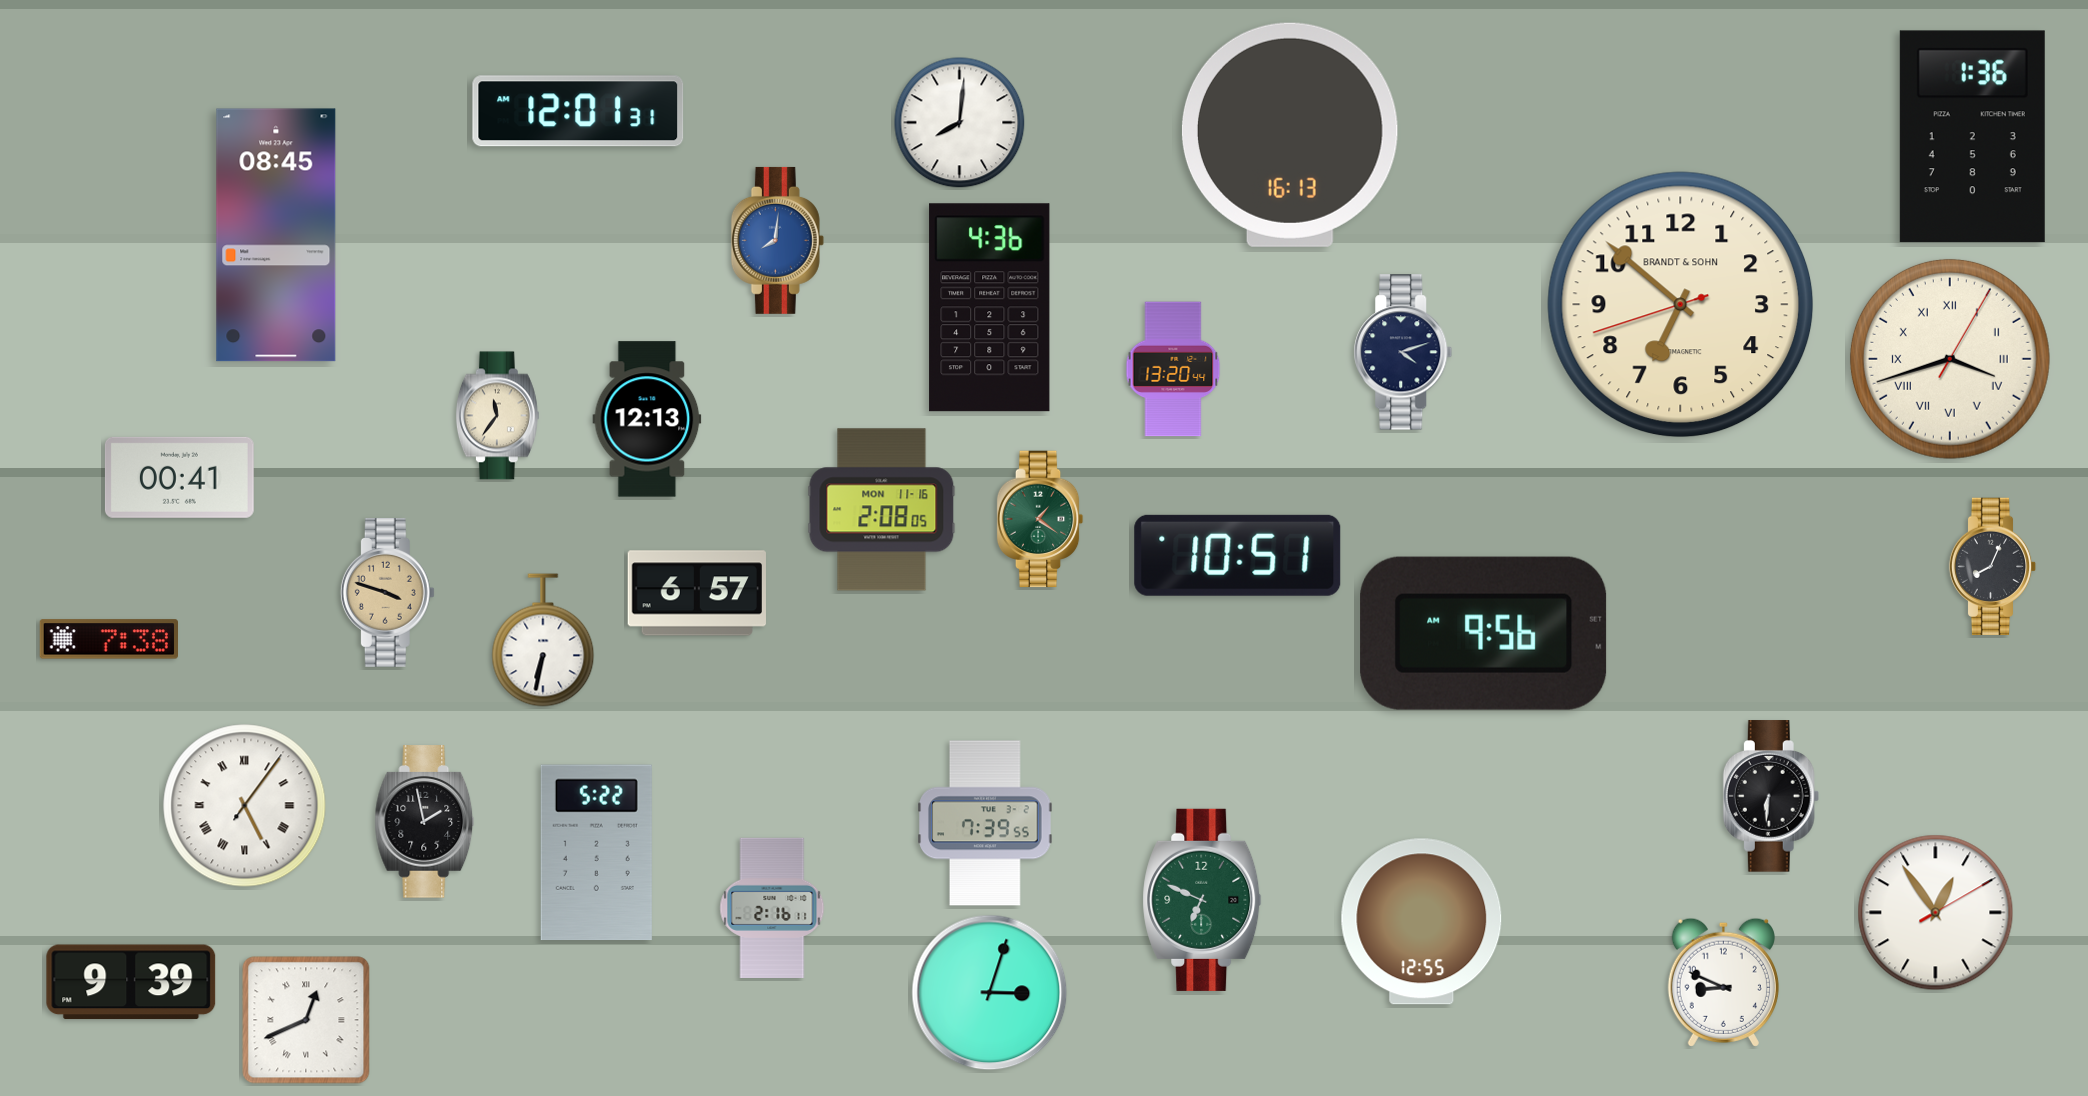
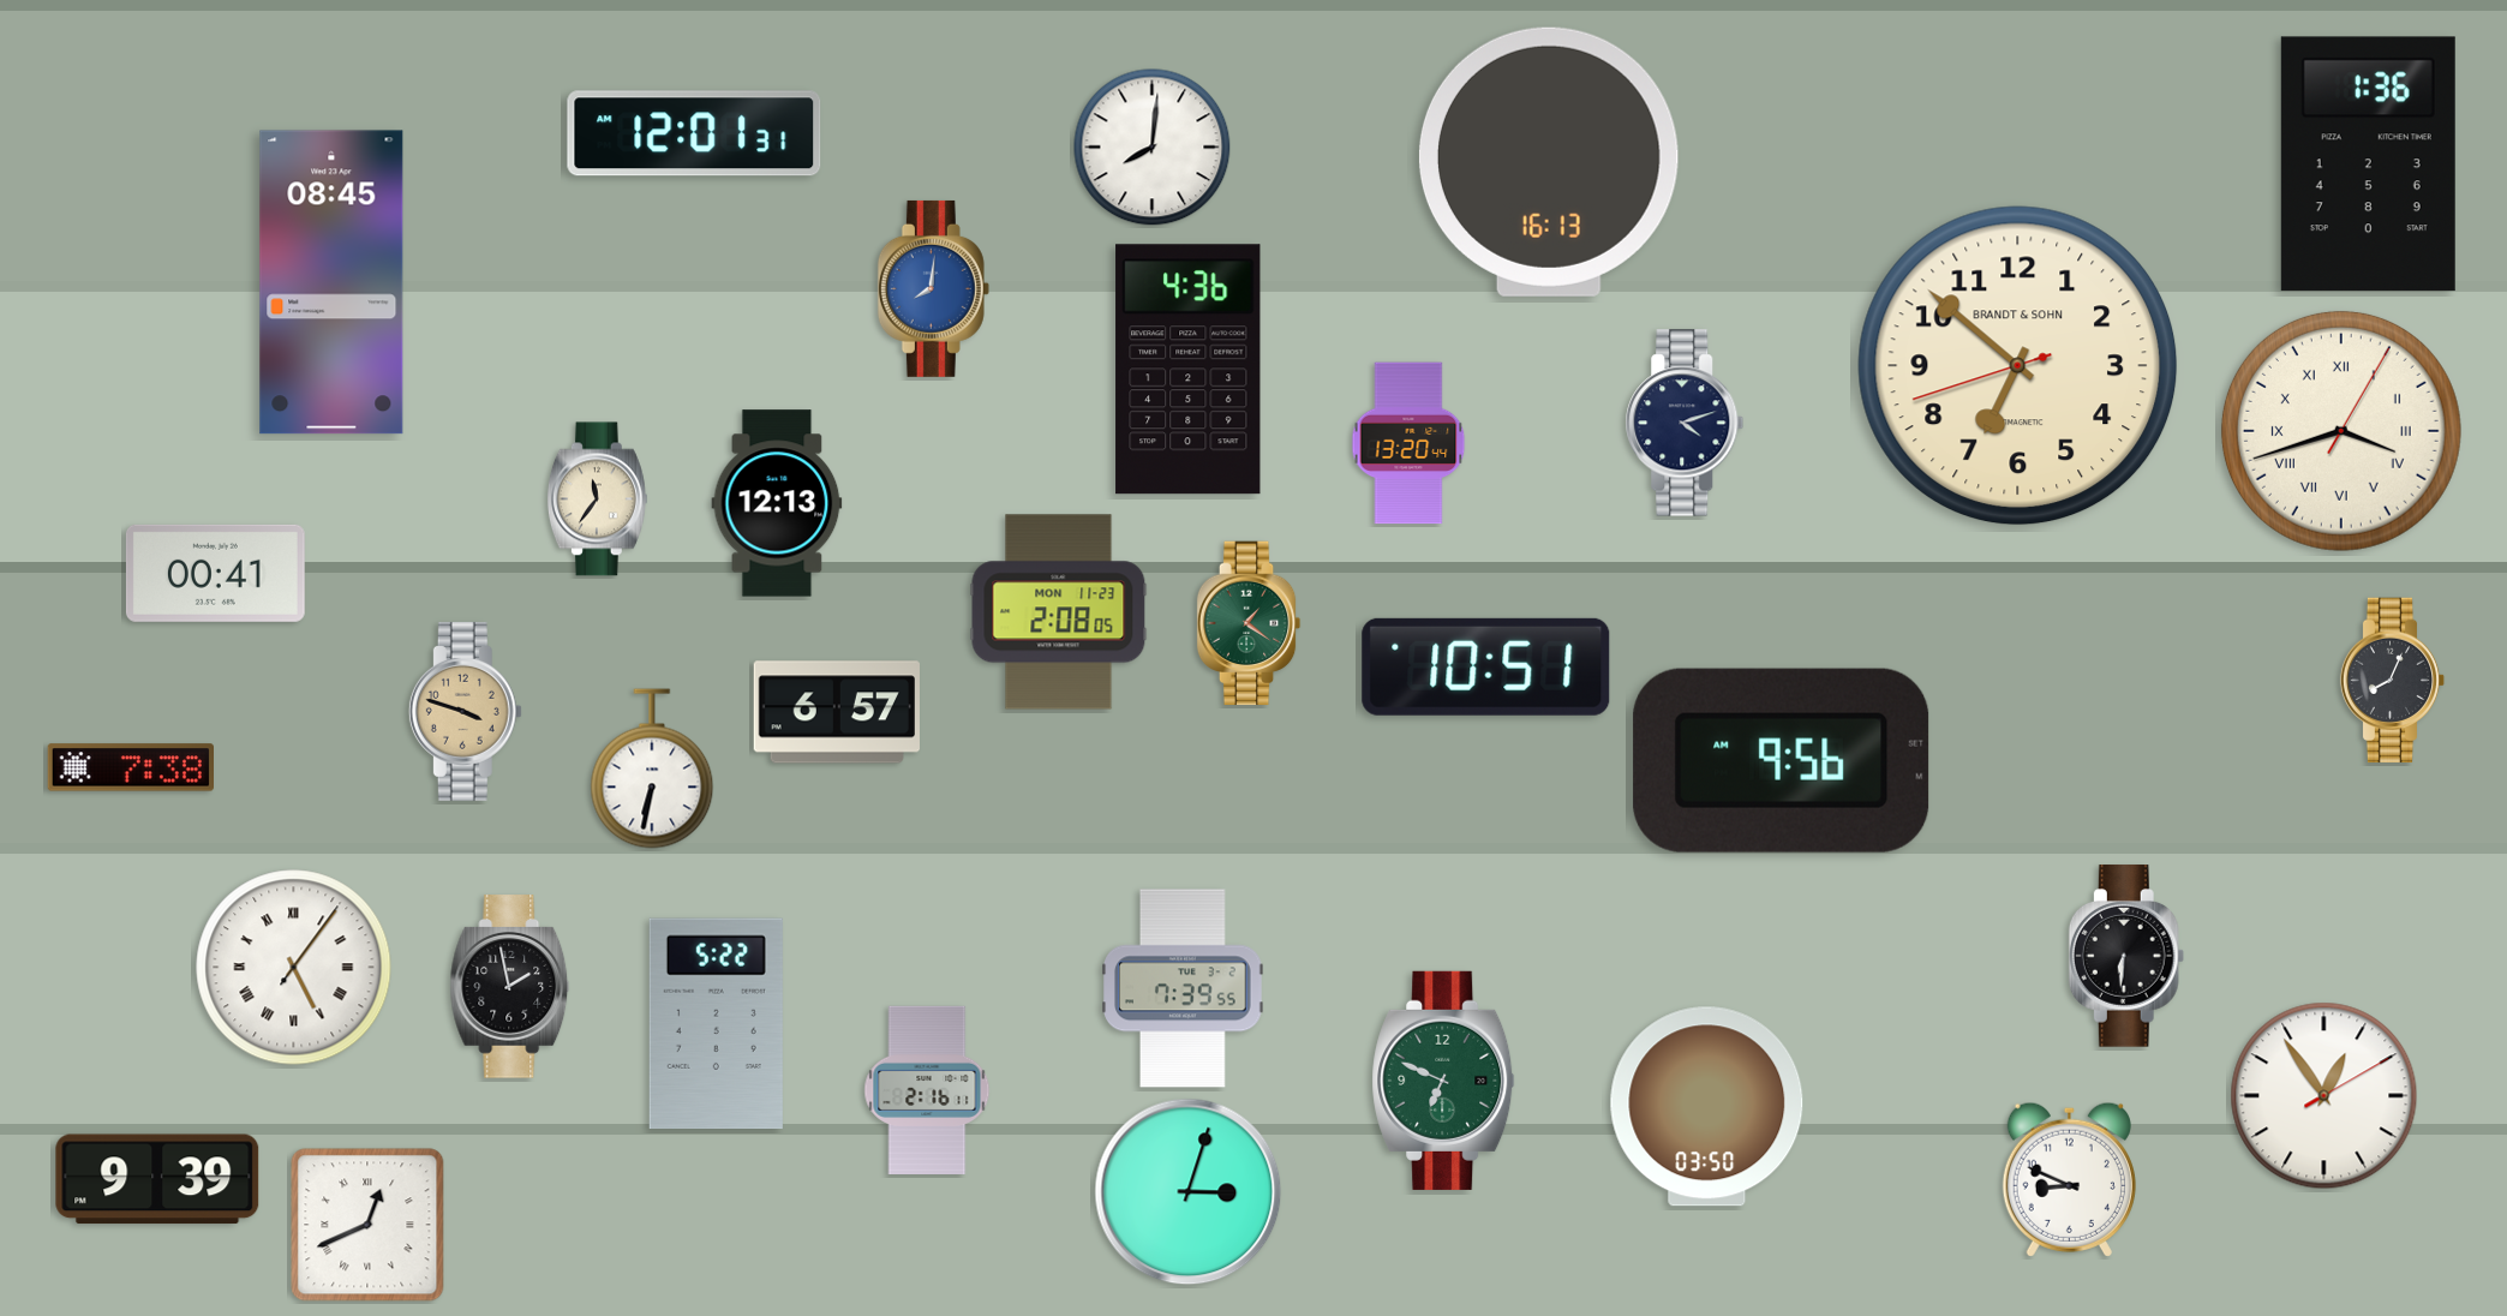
clock at (882, 510) date: MON 11-16 -> MON 11-23
clock at (1422, 922): 12:55 -> 03:50
